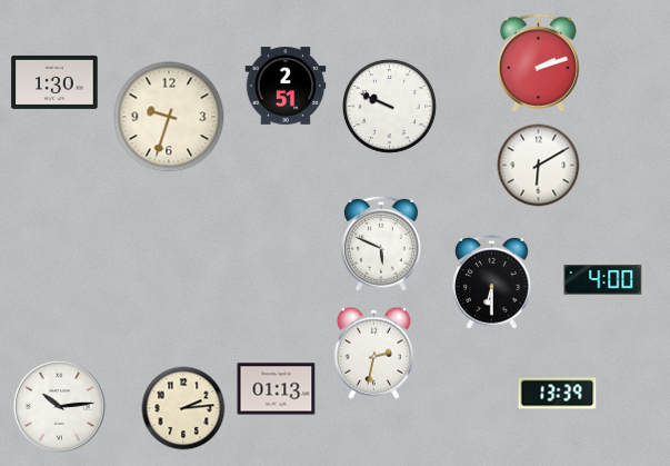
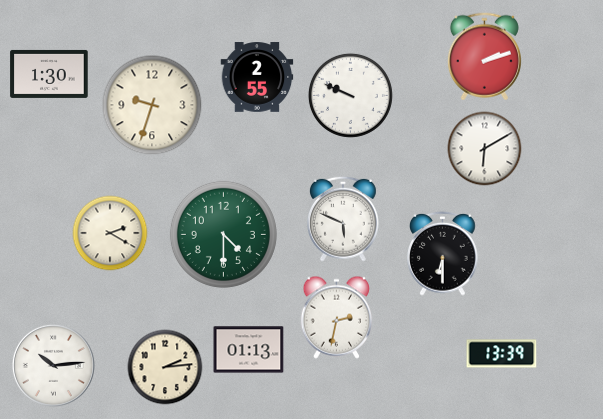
clock at (286, 86): 2:51 -> 2:55
clock at (110, 233): none -> 2:20
clock at (223, 234): none -> 4:30
clock at (603, 280): 4:00 -> none
